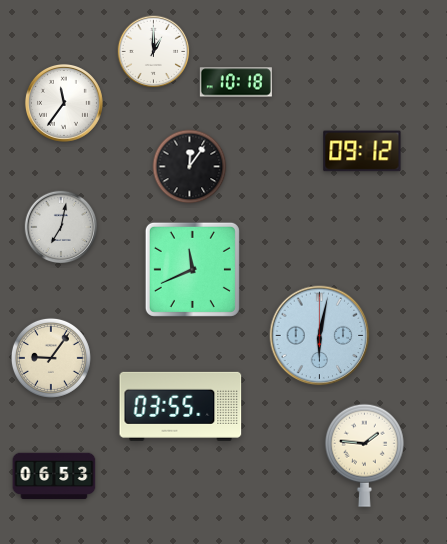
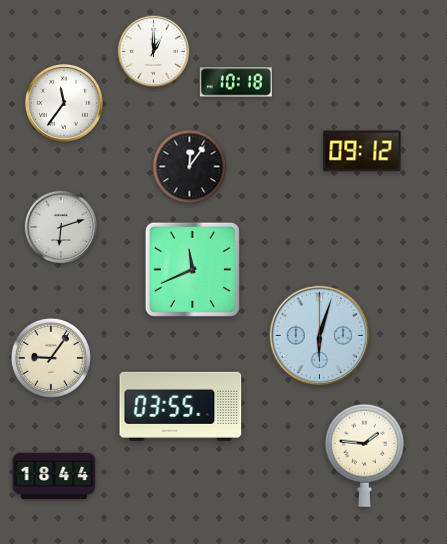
clock at (61, 227): 7:02 -> 6:12
clock at (320, 336): 6:02 -> 6:03
clock at (54, 476): 06:53 -> 18:44
